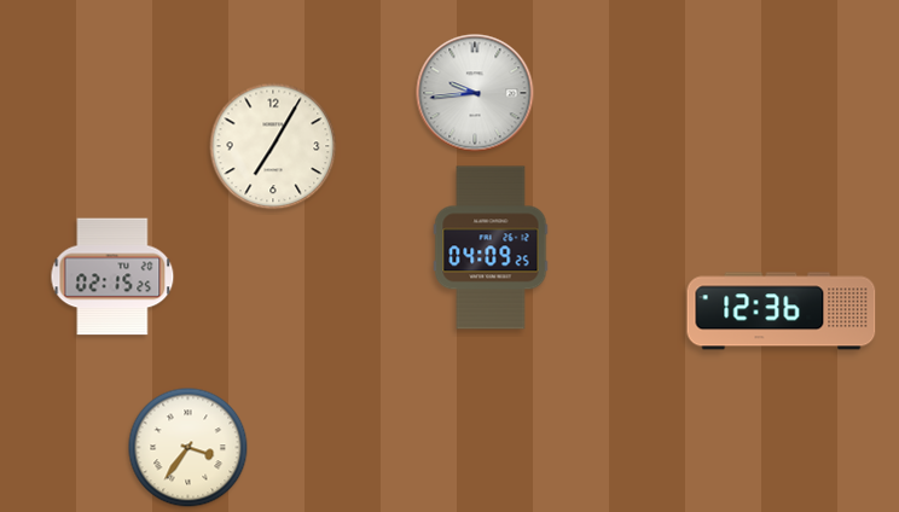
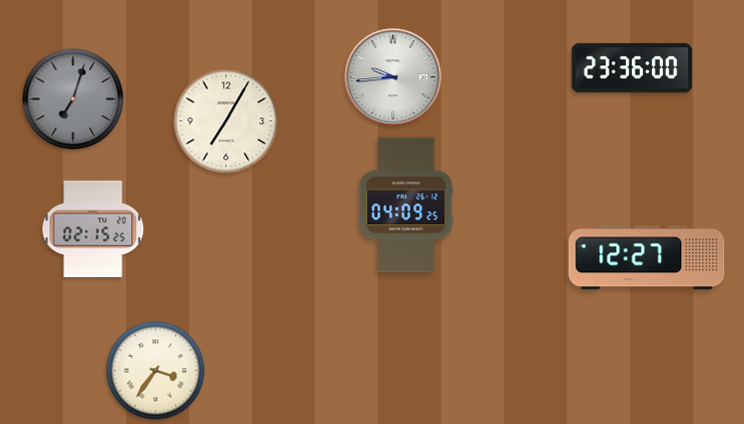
clock at (632, 68): none -> 23:36
clock at (73, 99): none -> 7:03
clock at (782, 312): 12:36 -> 12:27
